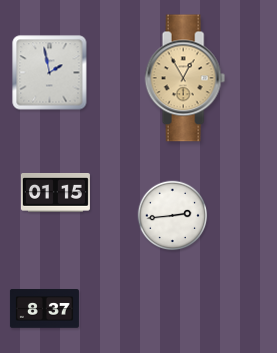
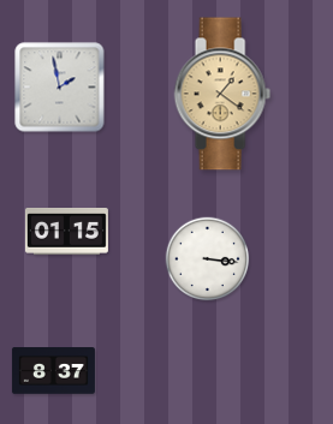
clock at (185, 78): 12:55 -> 1:21
clock at (173, 216): 2:44 -> 3:16
